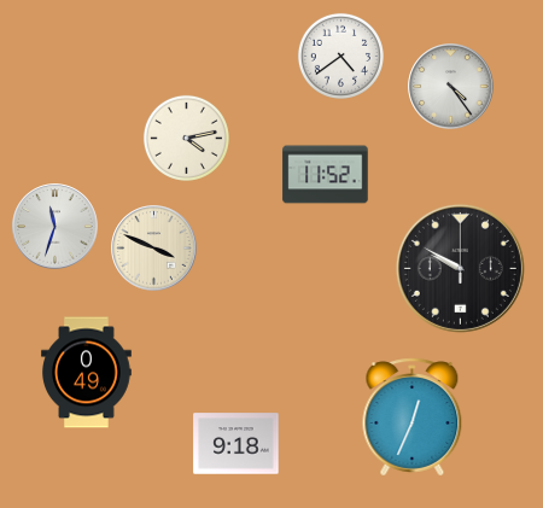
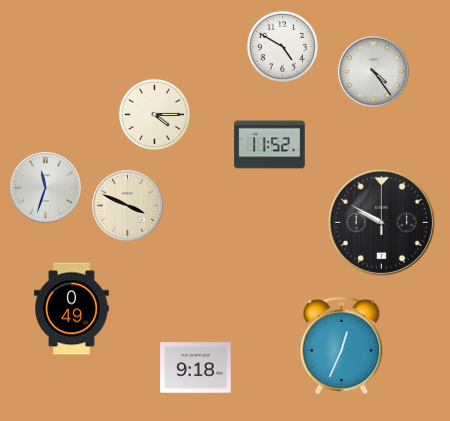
clock at (340, 56): 4:39 -> 4:50
clock at (186, 138): 4:13 -> 4:15
